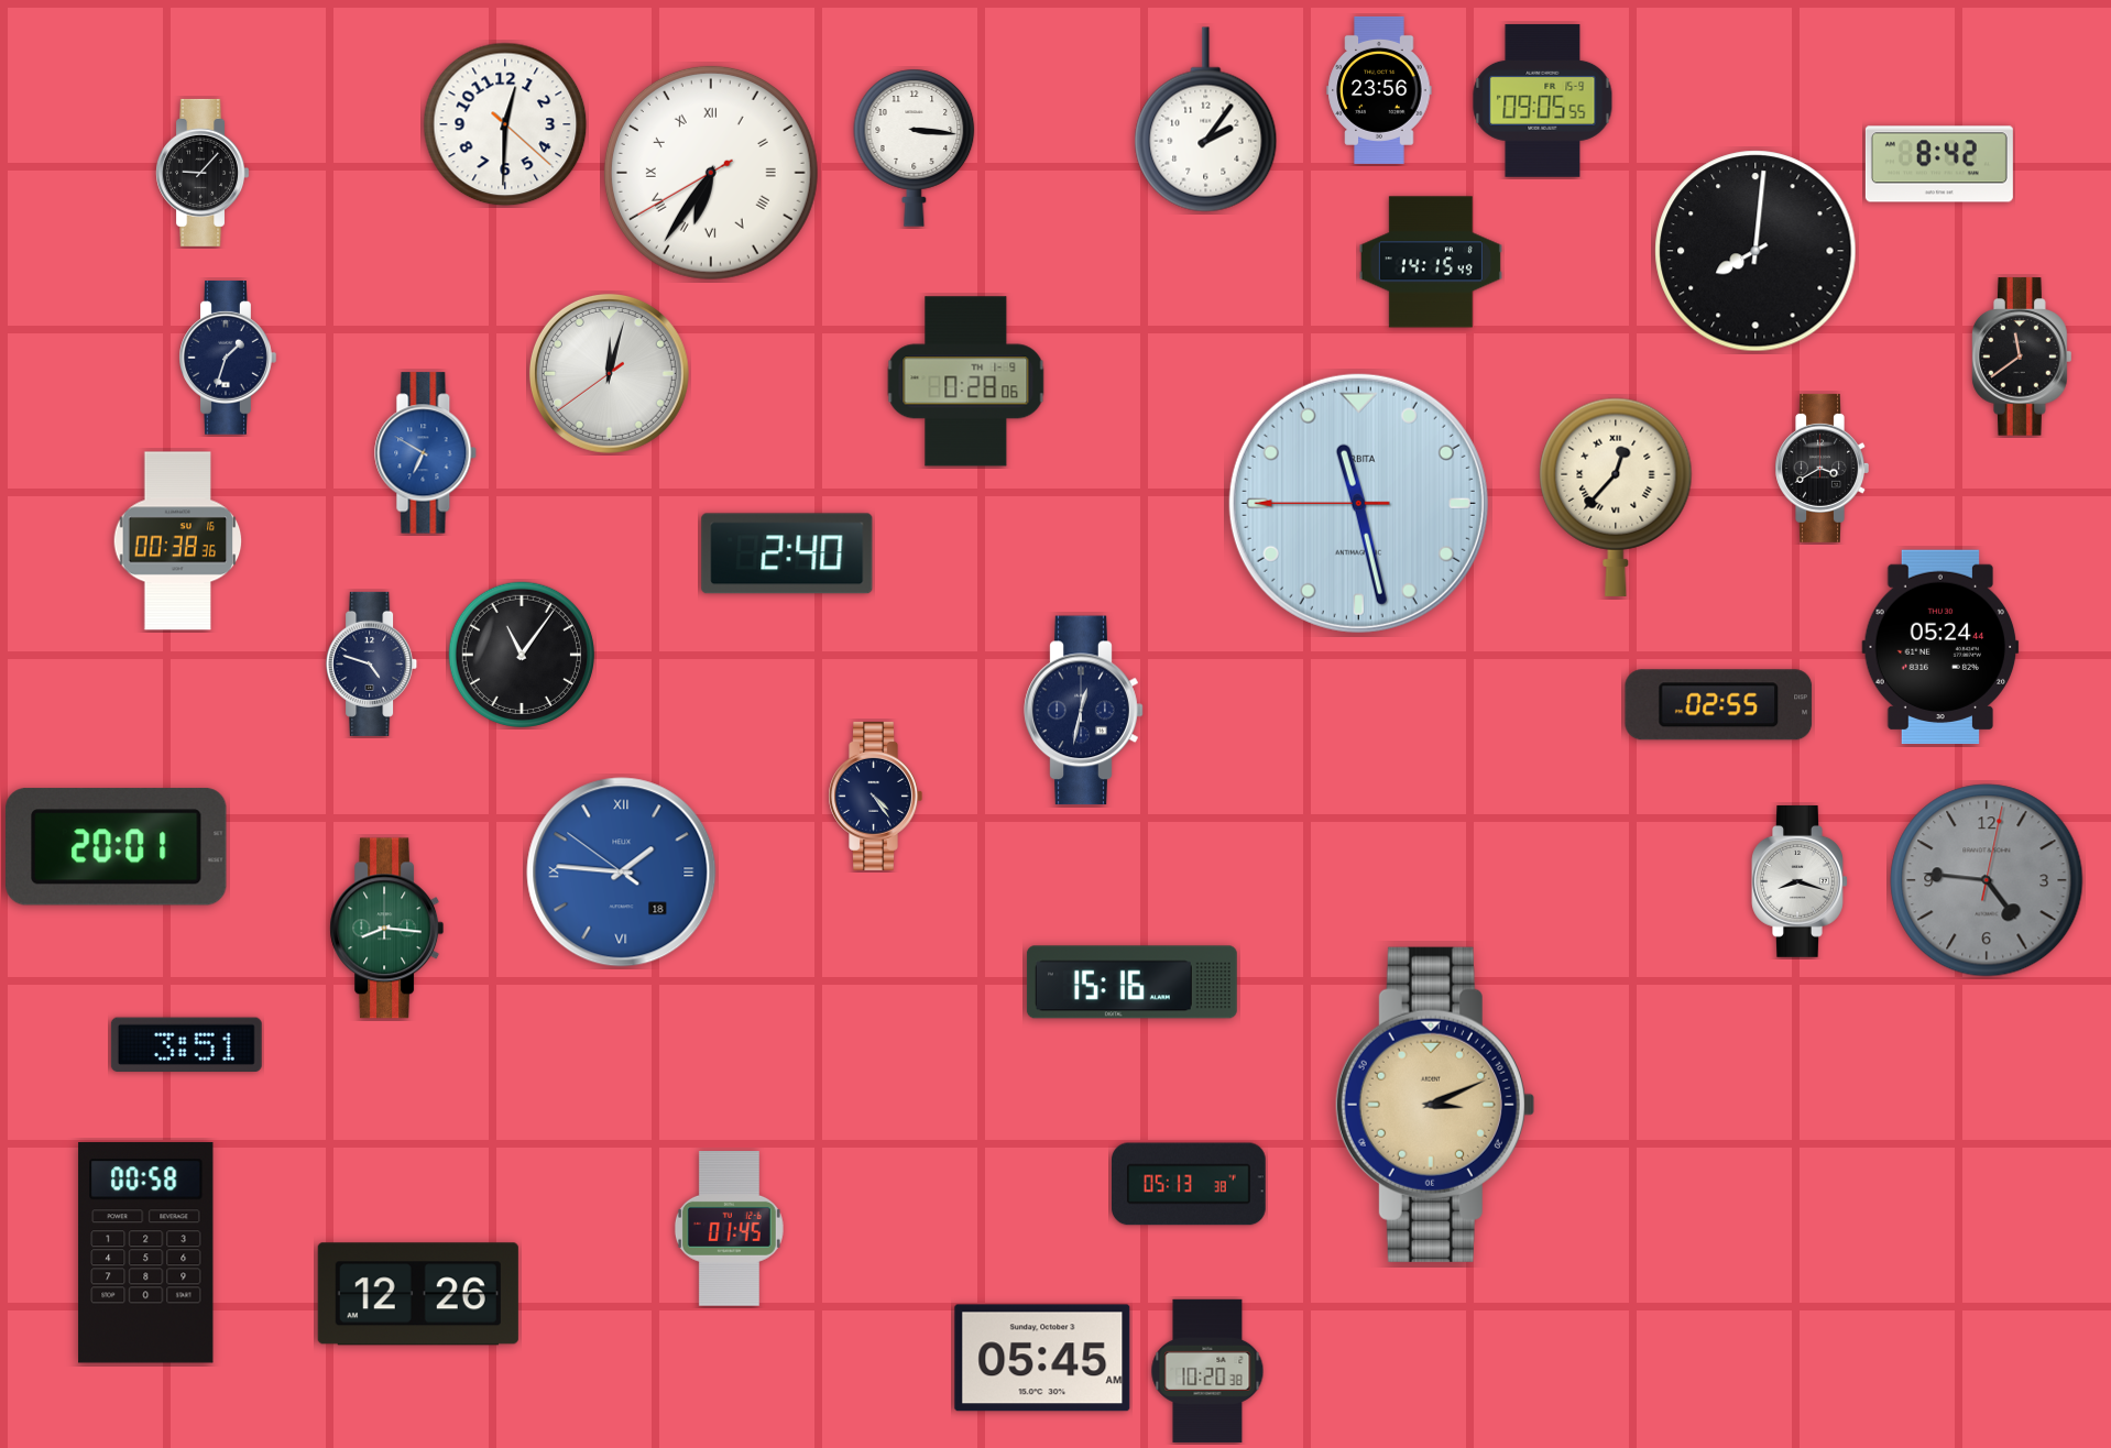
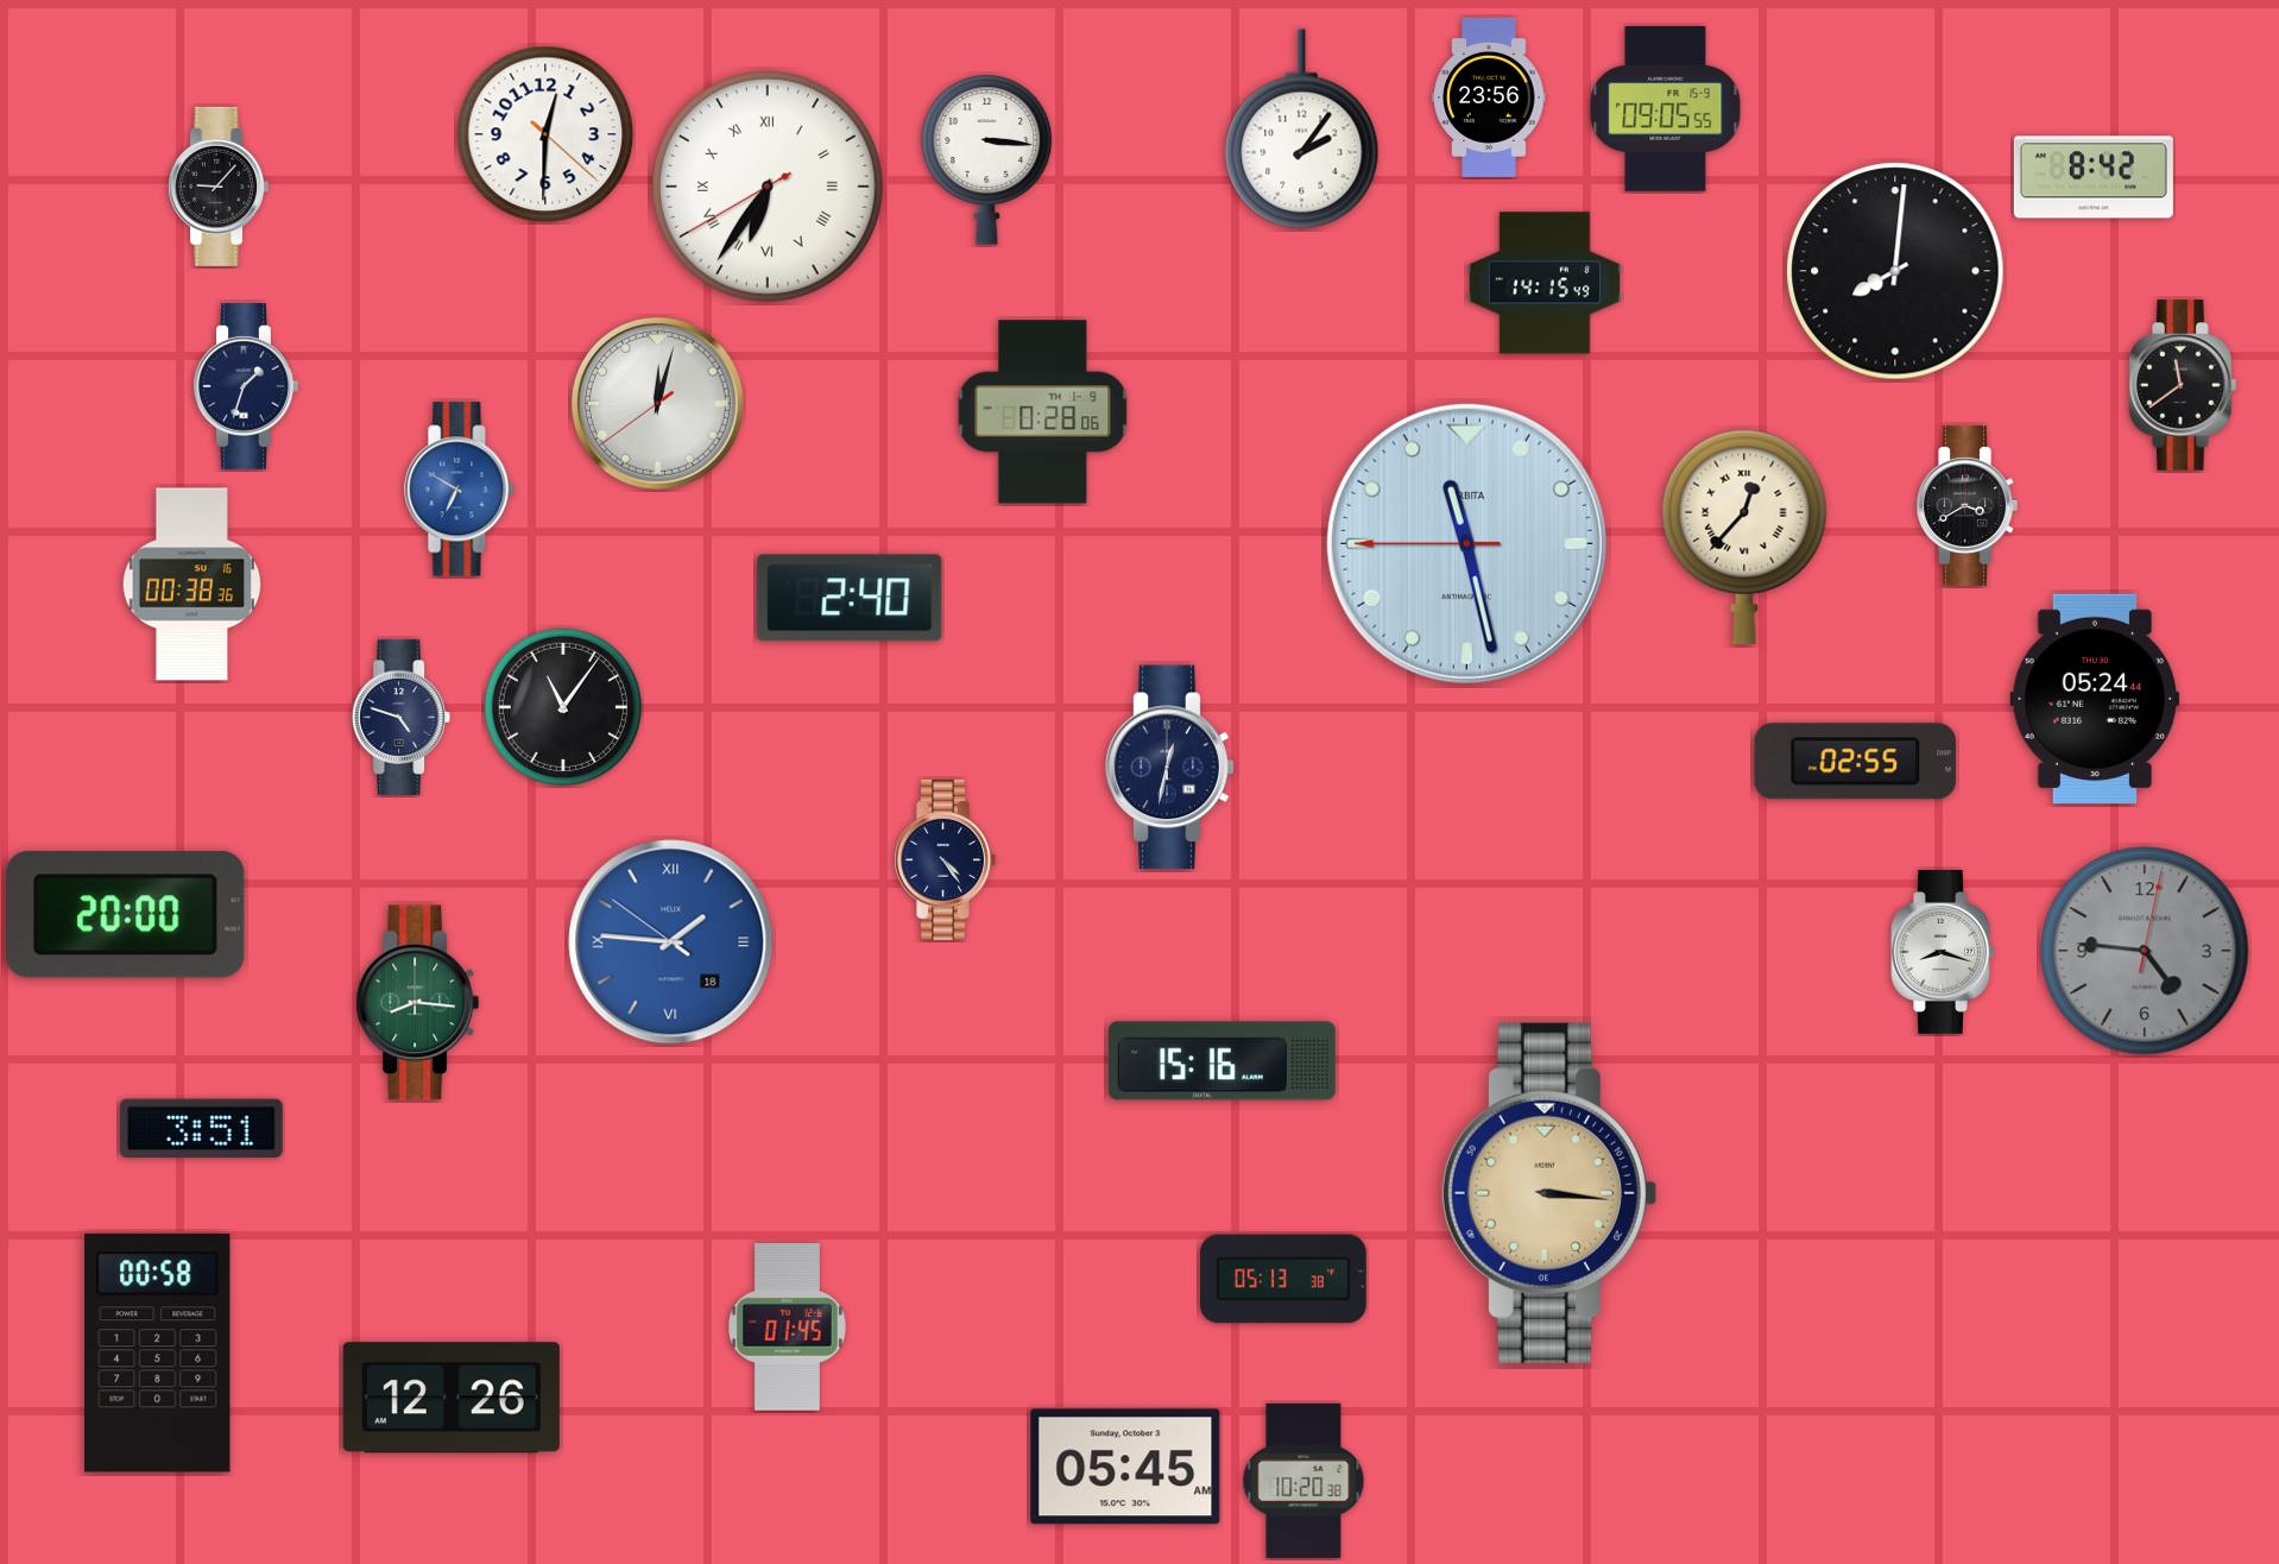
clock at (117, 847): 20:01 -> 20:00
clock at (1434, 1105): 3:11 -> 3:16
